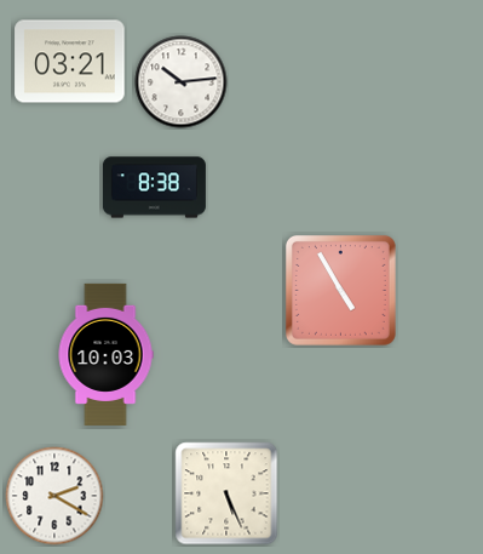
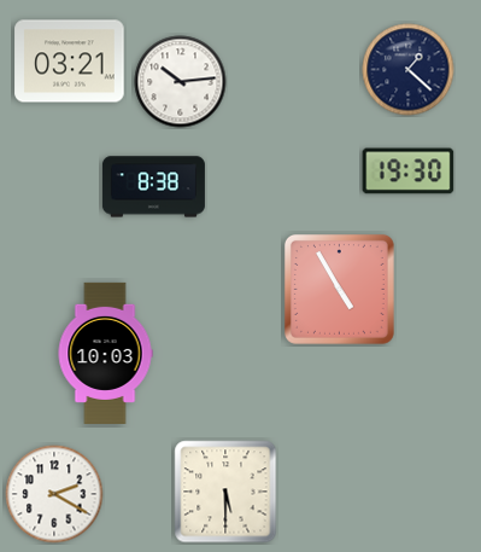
clock at (409, 70): none -> 1:22
clock at (409, 172): none -> 19:30
clock at (226, 493): 5:26 -> 5:30
